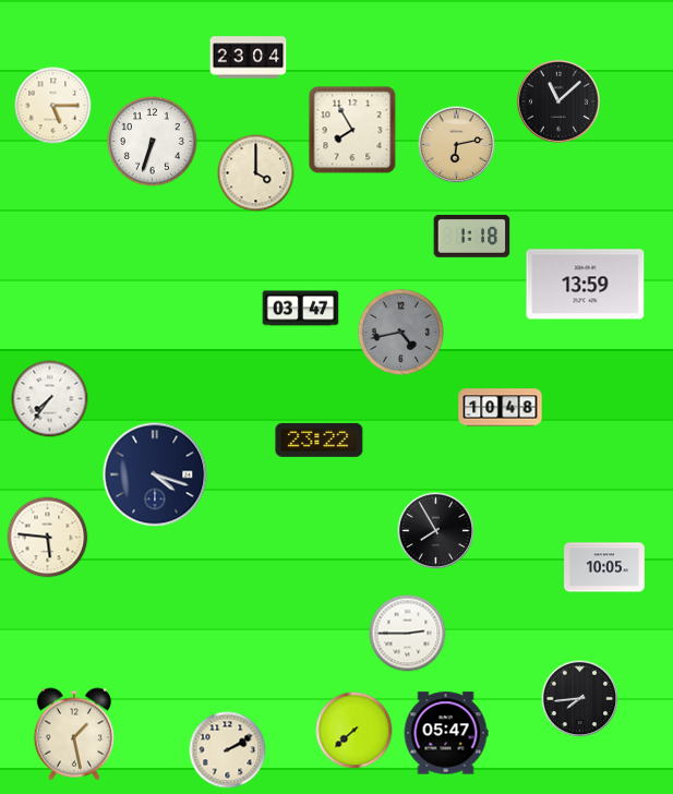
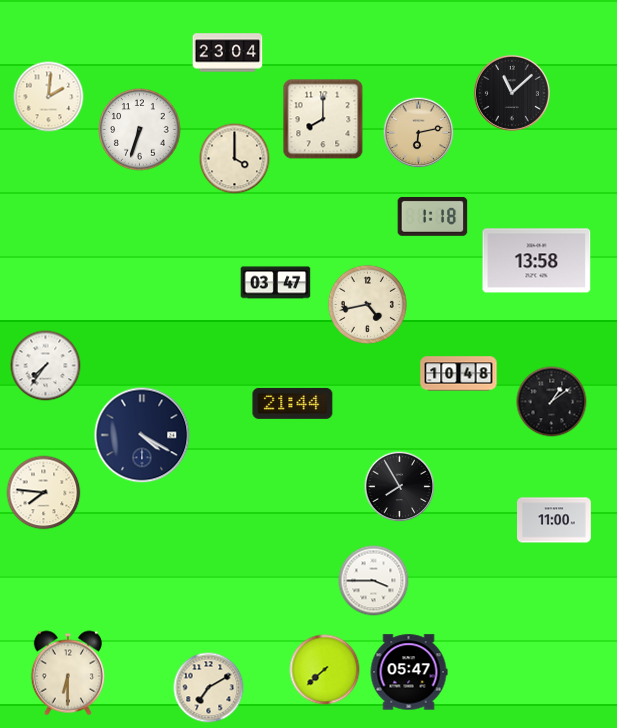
clock at (53, 106): 5:15 -> 2:01
clock at (352, 130): 7:55 -> 8:00
clock at (586, 285): 13:59 -> 13:58
clock at (400, 332) dial: grey -> cream
clock at (552, 402): none -> 1:09
clock at (320, 440): 23:22 -> 21:44
clock at (155, 474): 4:18 -> 4:20
clock at (48, 538): 5:46 -> 7:46
clock at (605, 567): 10:05 -> 11:00
clock at (408, 634): 2:45 -> 3:45
clock at (580, 699): 7:44 -> none
clock at (73, 734): 1:28 -> 6:30
clock at (228, 750): 2:10 -> 7:10
